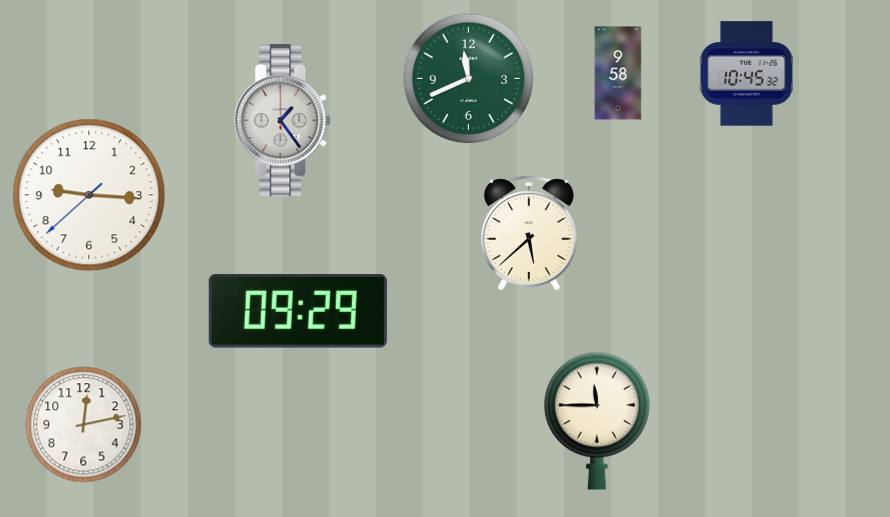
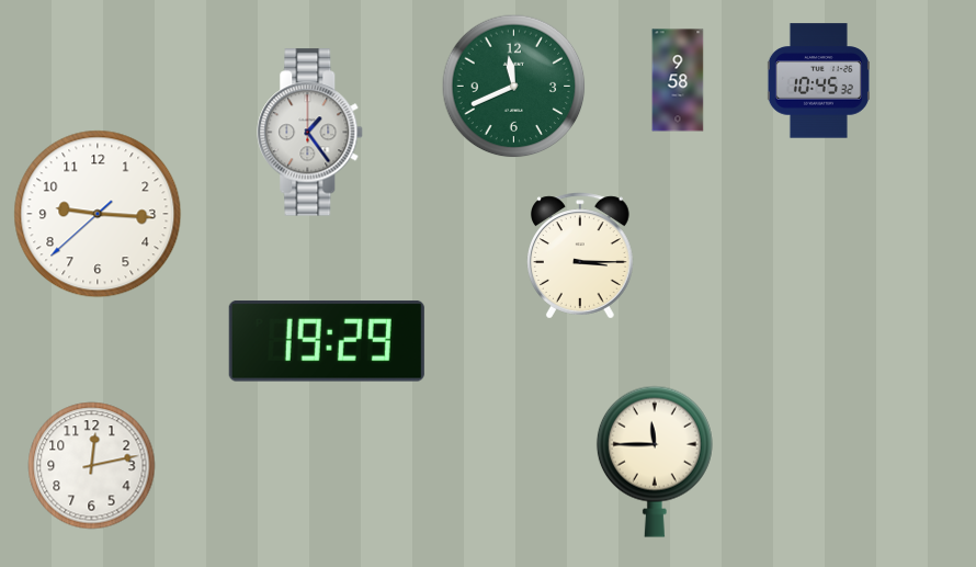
clock at (530, 233): 5:38 -> 3:15
clock at (298, 312): 09:29 -> 19:29
